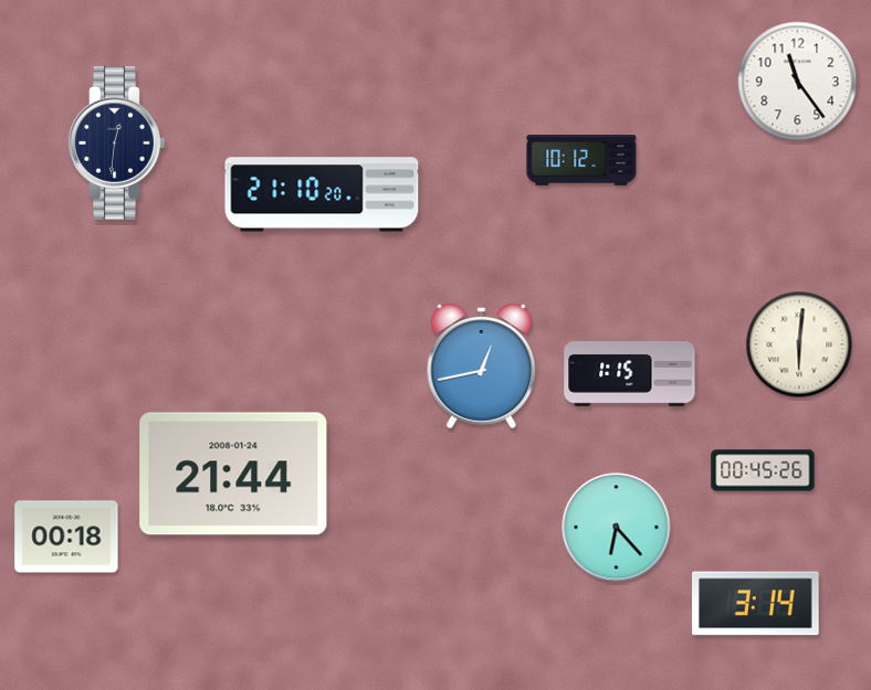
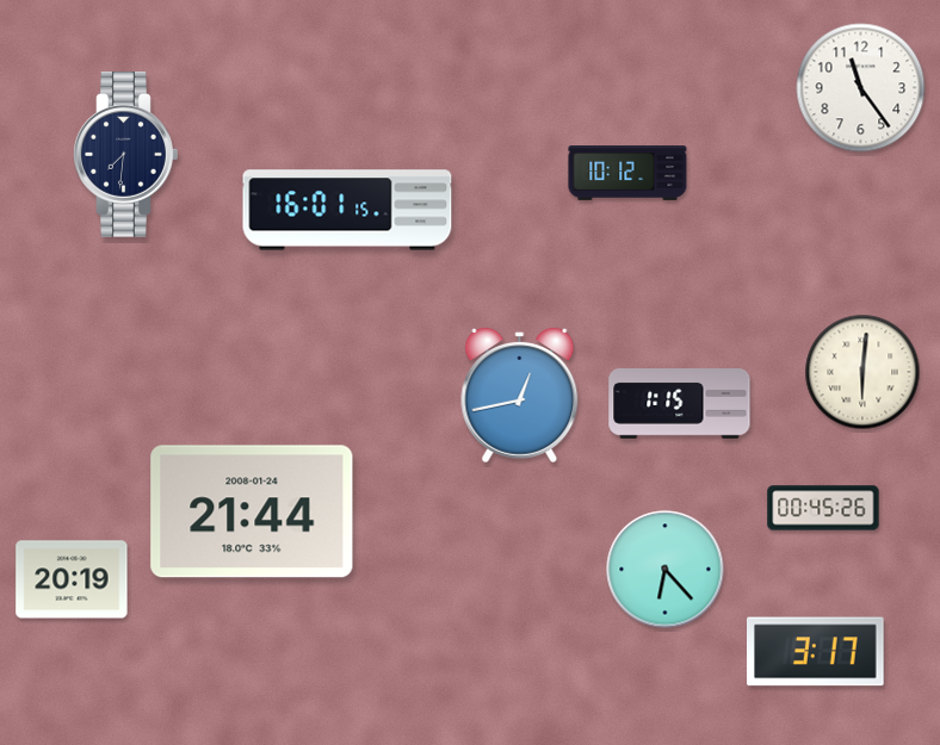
clock at (117, 144): 12:31 -> 7:31
clock at (322, 194): 21:10 -> 16:01
clock at (66, 537): 00:18 -> 20:19
clock at (756, 604): 3:14 -> 3:17
